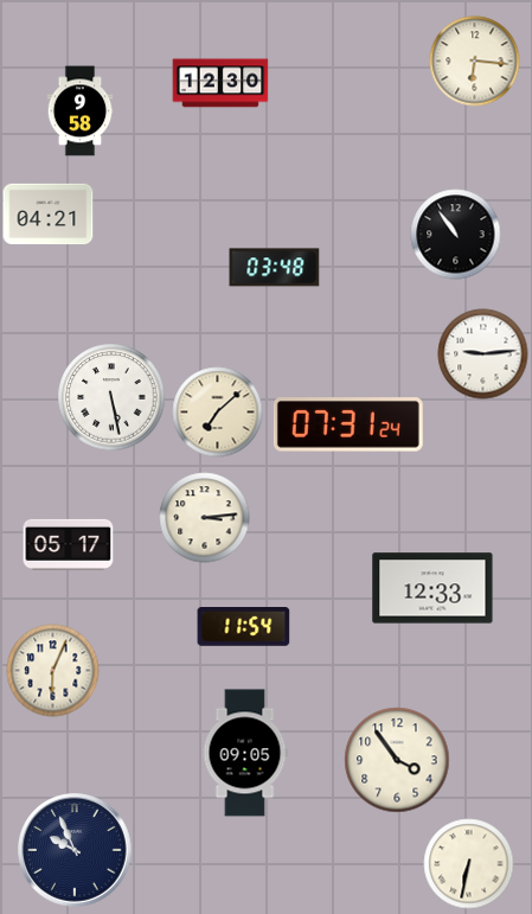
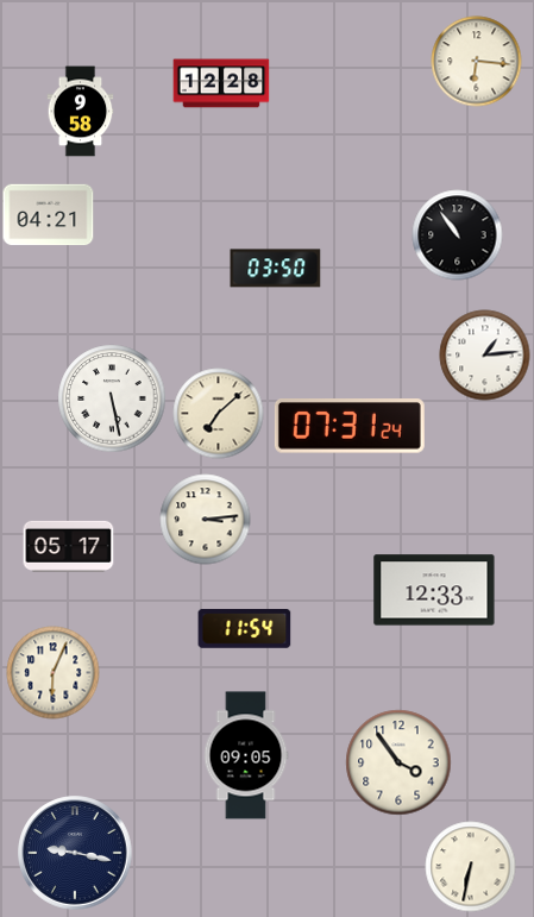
clock at (220, 83): 12:30 -> 12:28
clock at (275, 268): 03:48 -> 03:50
clock at (483, 354): 9:14 -> 1:14
clock at (75, 850): 9:56 -> 9:17
